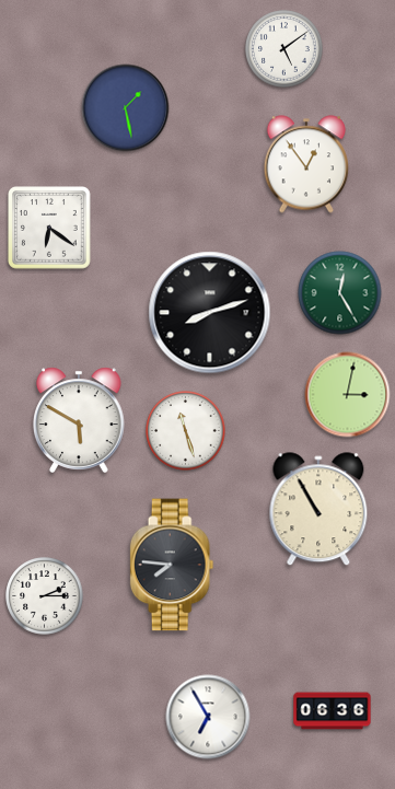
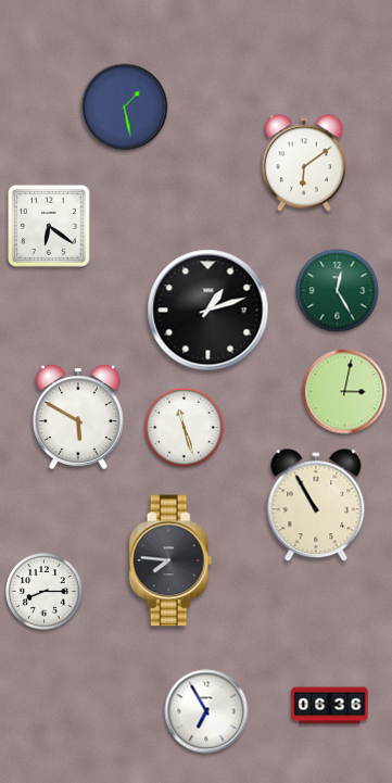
clock at (284, 49): 5:09 -> none
clock at (305, 164): 12:54 -> 6:09
clock at (210, 313): 8:12 -> 1:12
clock at (45, 596): 2:15 -> 8:15
